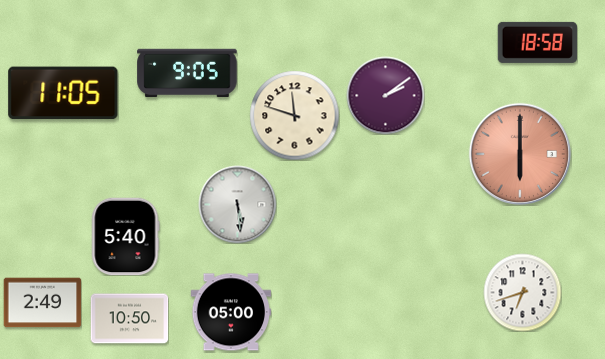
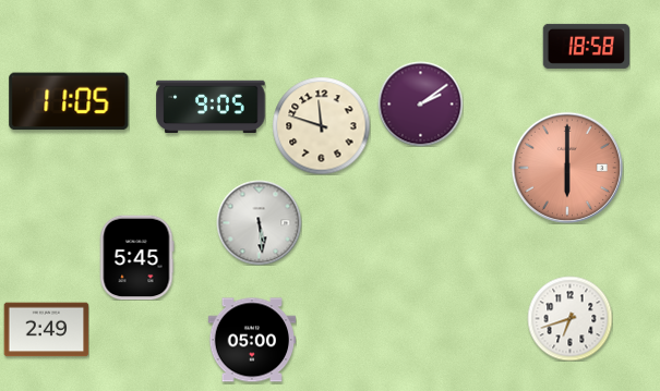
clock at (187, 73) position: (187, 73) -> (211, 107)
clock at (125, 236): 5:40 -> 5:45
clock at (129, 319): 10:50 -> none
